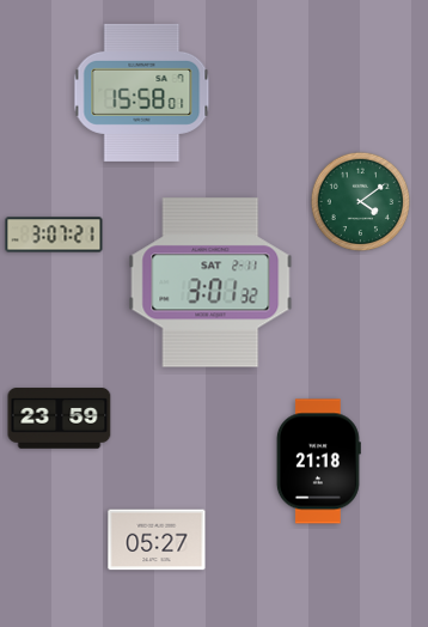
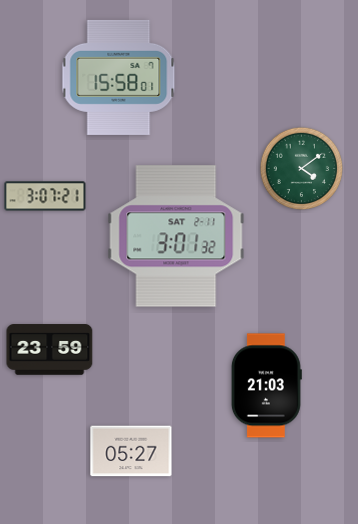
clock at (318, 462): 21:18 -> 21:03
